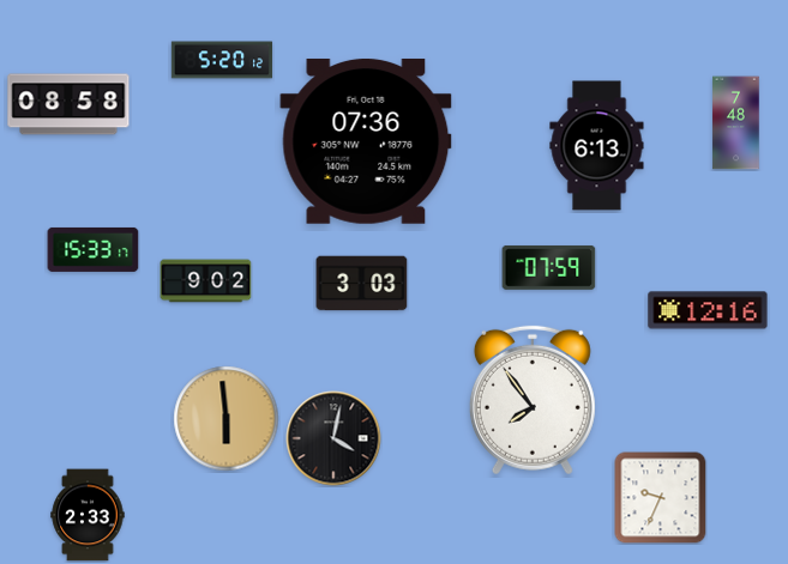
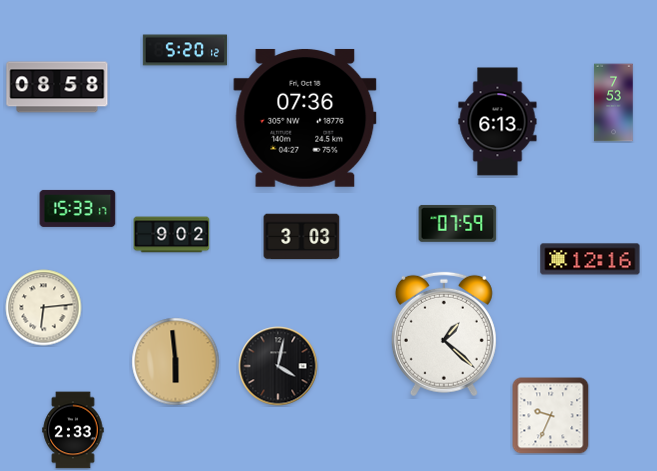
clock at (736, 123): 7:48 -> 7:53
clock at (44, 308): none -> 6:14
clock at (533, 400): 7:54 -> 1:22
clock at (227, 419) position: (227, 419) -> (176, 362)
